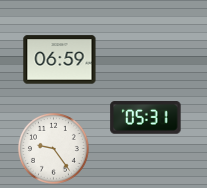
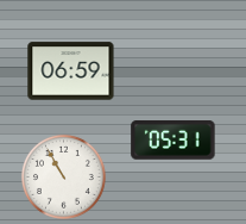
clock at (53, 148): 9:24 -> 10:55
